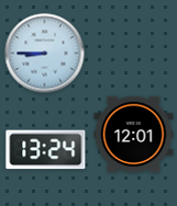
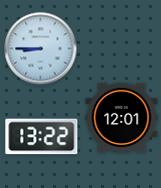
clock at (134, 135) position: (134, 135) -> (122, 118)
clock at (46, 150): 13:24 -> 13:22
